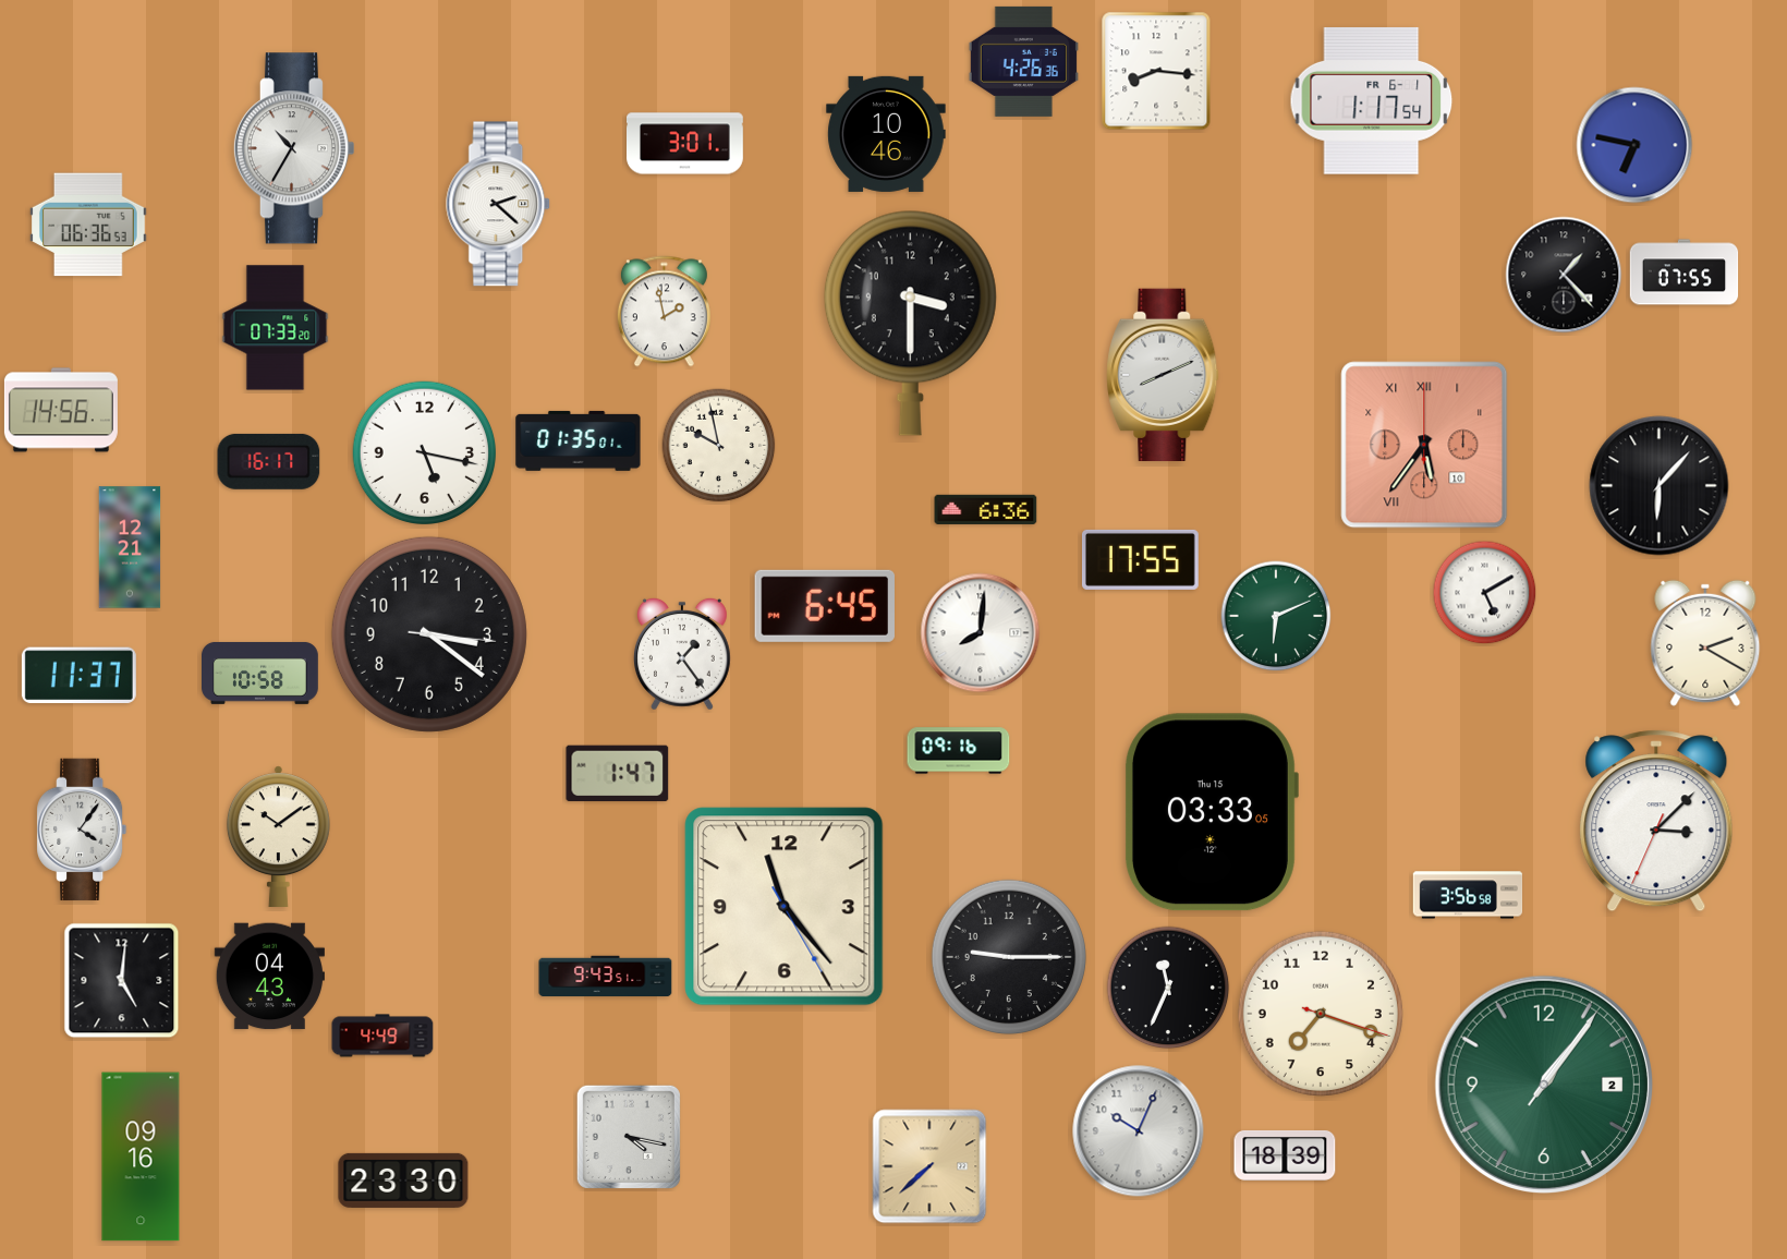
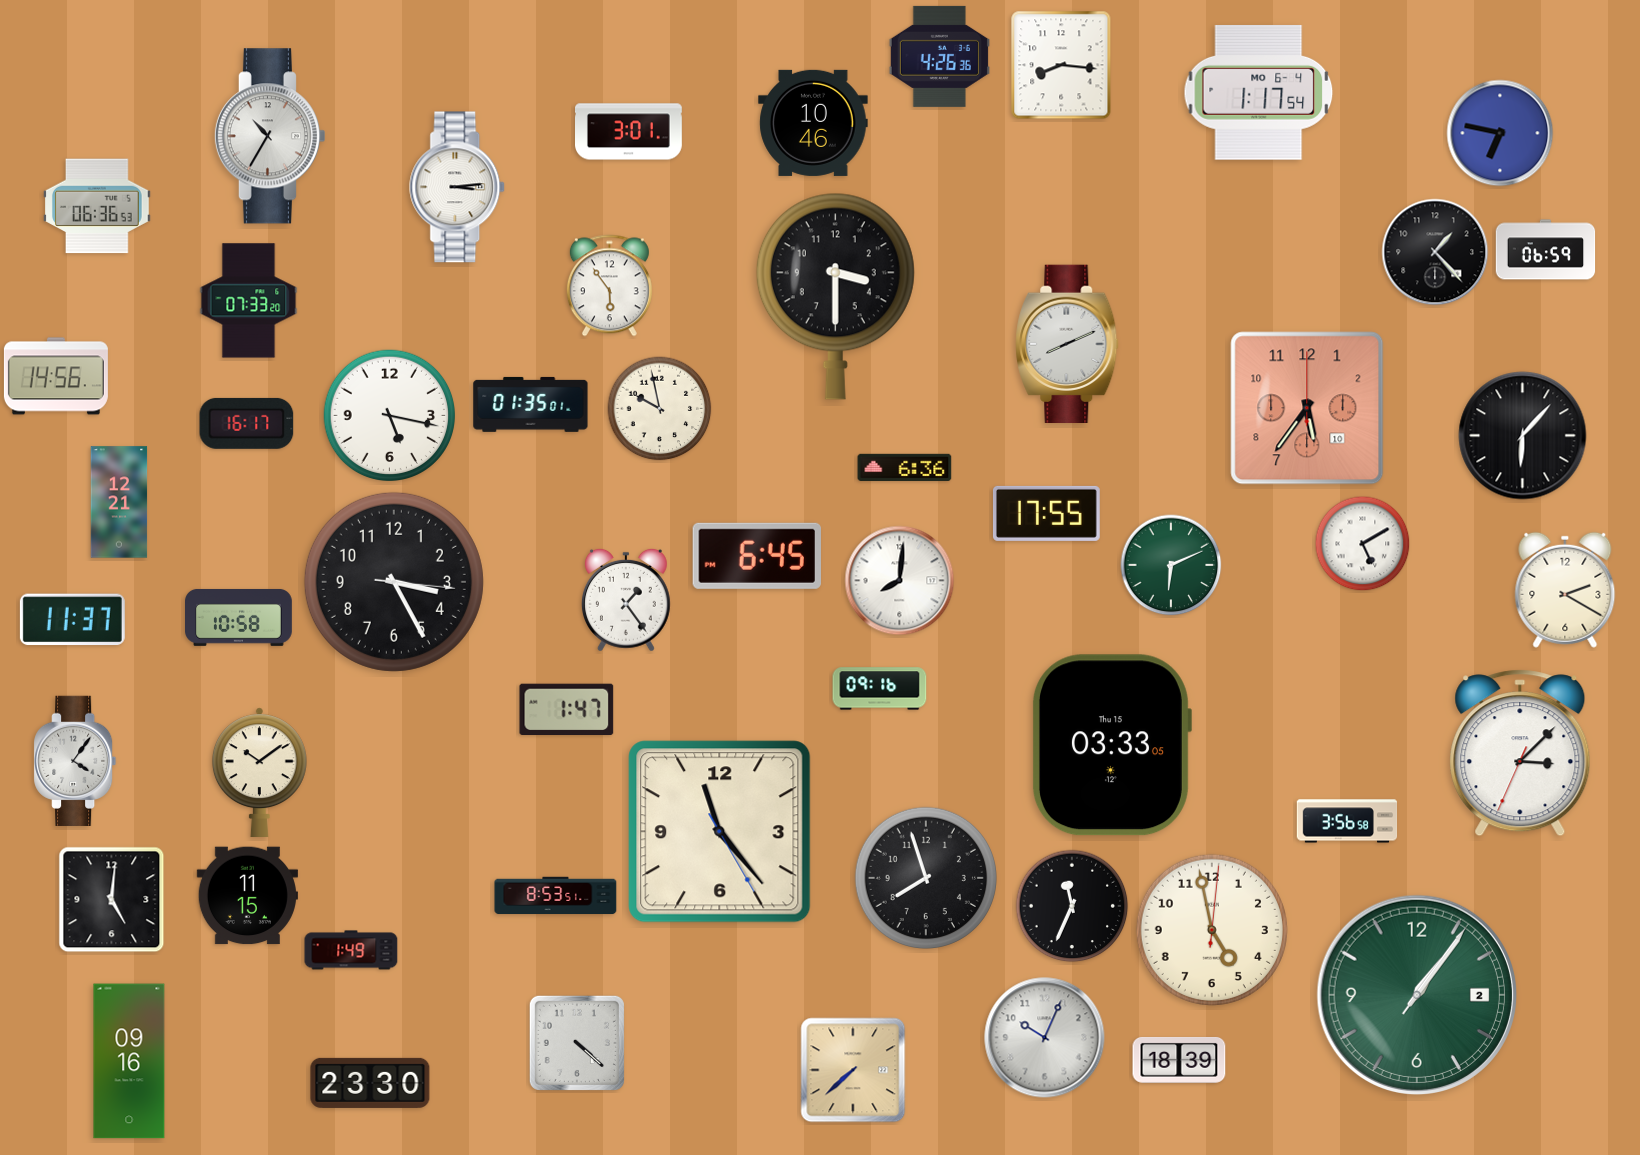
clock at (1372, 100) date: FR 6-1 -> MO 6-4
clock at (499, 204): 2:22 -> 3:14
clock at (89, 225) position: (89, 225) -> (98, 206)
clock at (1685, 273): 07:55 -> 06:59
clock at (664, 312): 1:58 -> 5:54
clock at (276, 328) position: (276, 328) -> (249, 301)
clock at (1424, 445) numerals: Roman -> Arabic
clock at (1660, 486) position: (1660, 486) -> (1523, 436)
clock at (429, 634): 3:21 -> 3:25
clock at (278, 836) position: (278, 836) -> (259, 772)
clock at (1009, 957): 9:15 -> 7:57
clock at (269, 977): 04:43 -> 11:15
clock at (606, 977): 9:43 -> 8:53
clock at (1321, 1014): 7:18 -> 4:58
clock at (382, 1036): 4:49 -> 1:49
clock at (629, 1137): 4:17 -> 4:22
